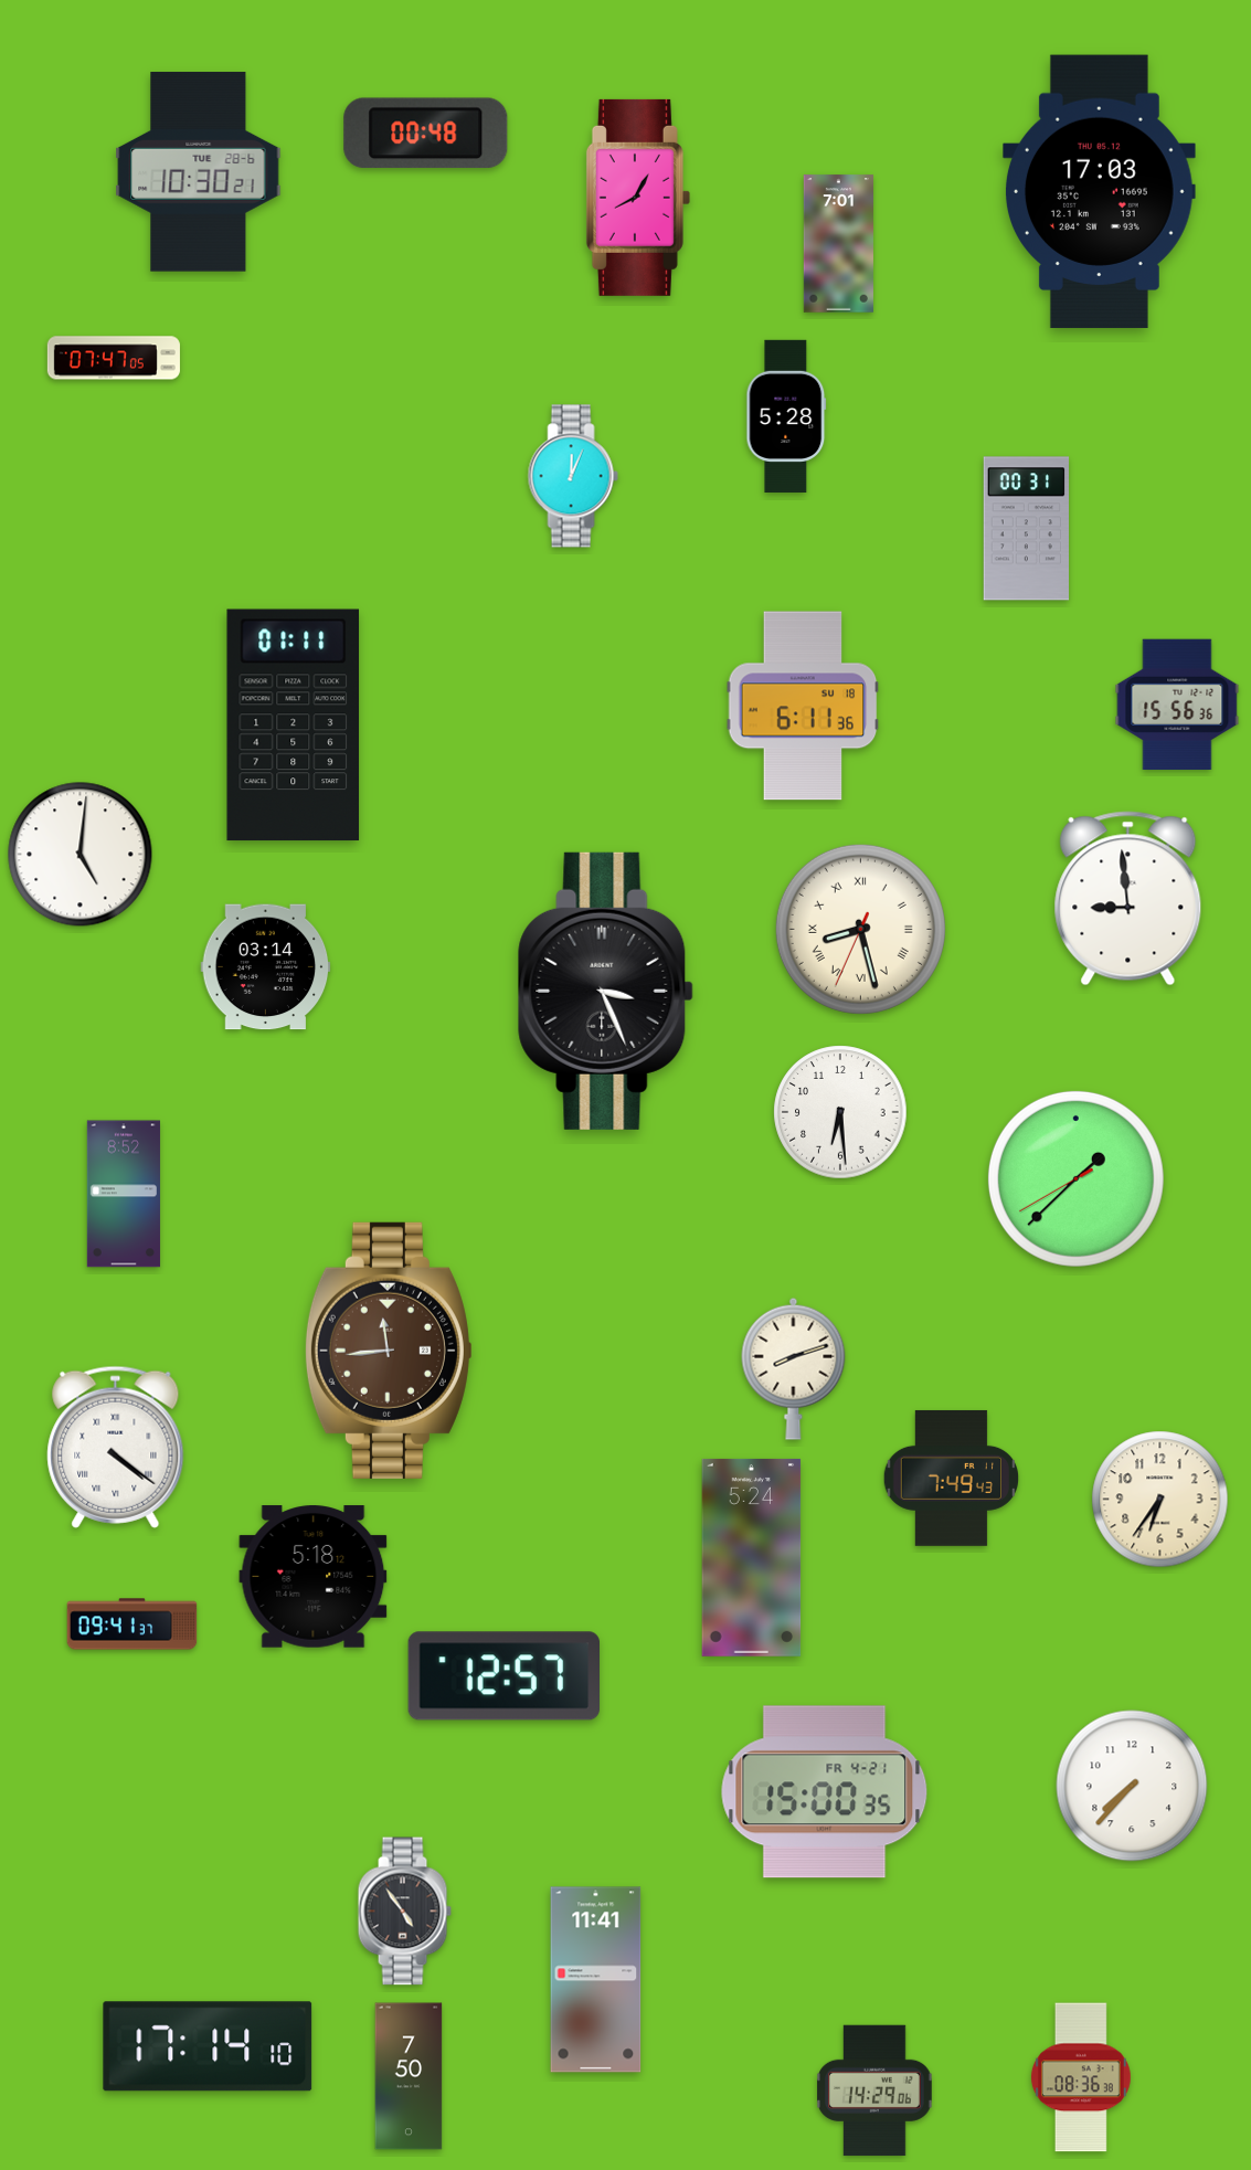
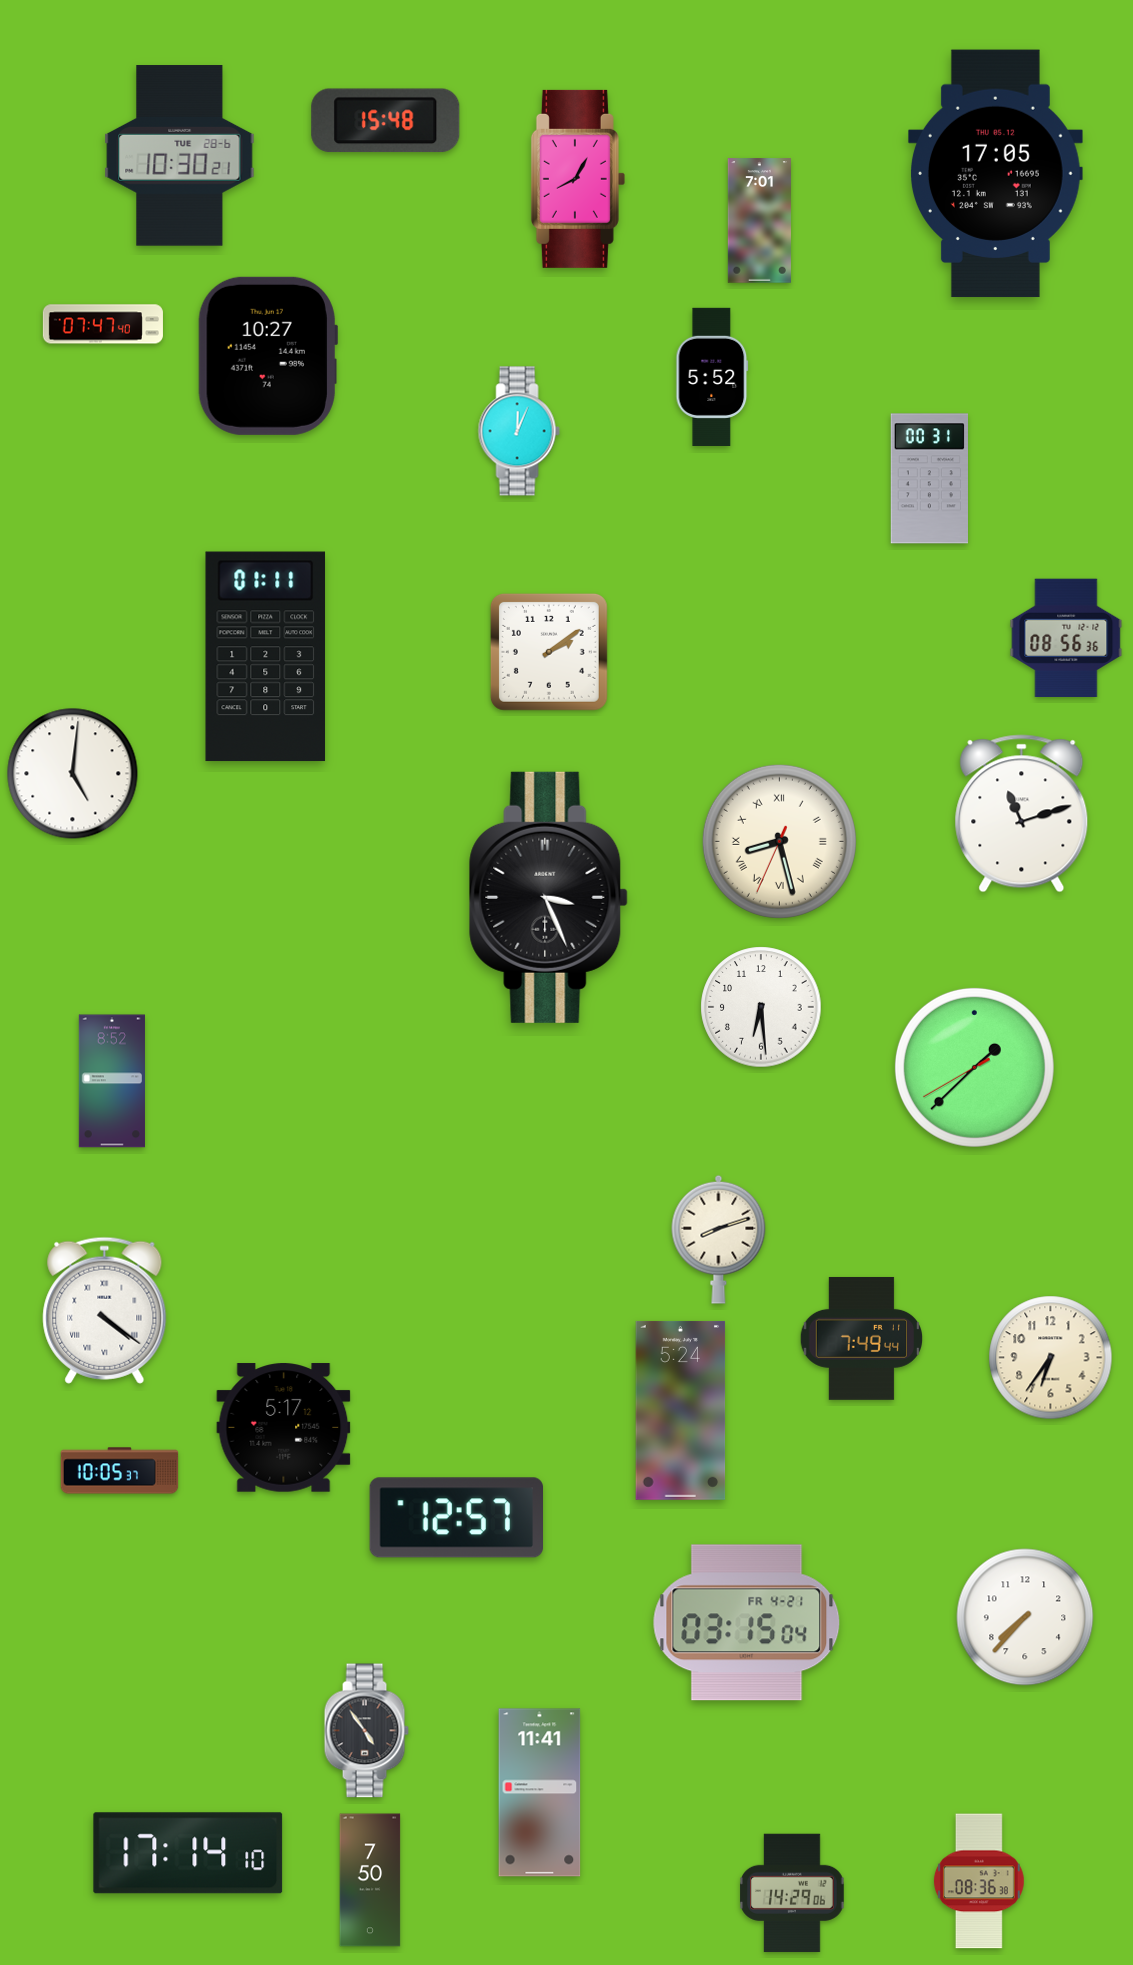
clock at (426, 134): 00:48 -> 15:48
clock at (1099, 192): 17:03 -> 17:05
clock at (114, 358): 07:47:05 -> 07:47:40
clock at (268, 356): none -> 10:27
clock at (786, 416): 5:28 -> 5:52
clock at (1177, 703): 15:56 -> 08:56
clock at (803, 706): 6:11 -> none
clock at (549, 652): none -> 2:09
clock at (1128, 899): 8:59 -> 11:12
clock at (266, 967): 03:14 -> none
clock at (389, 1351): 11:44 -> none
clock at (951, 1478): 7:49:43 -> 7:49:44
clock at (314, 1577): 5:18 -> 5:17
clock at (132, 1624): 09:41 -> 10:05
clock at (825, 1792): 15:00 -> 03:15
